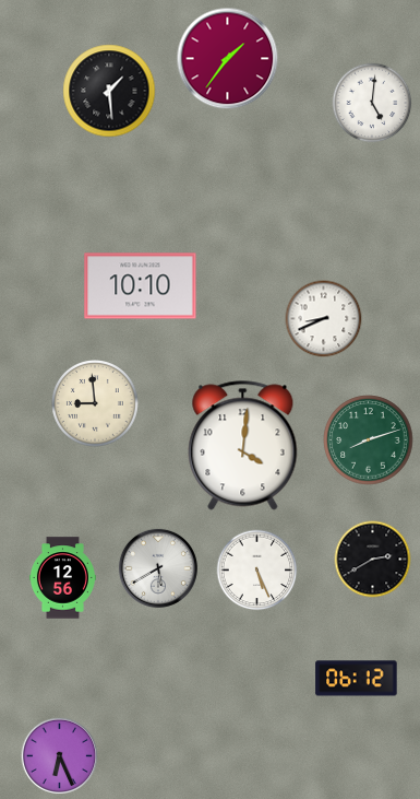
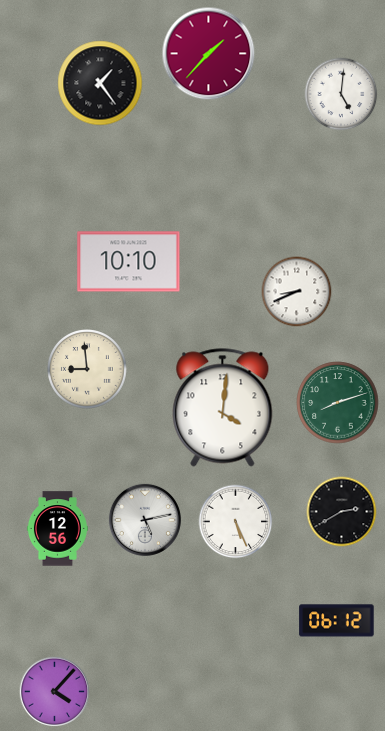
clock at (228, 59): 1:36 -> 1:37
clock at (109, 91): 1:29 -> 1:24
clock at (158, 568): 5:40 -> 5:13
clock at (357, 679) position: (357, 679) -> (337, 621)
clock at (60, 756): 6:26 -> 4:07
